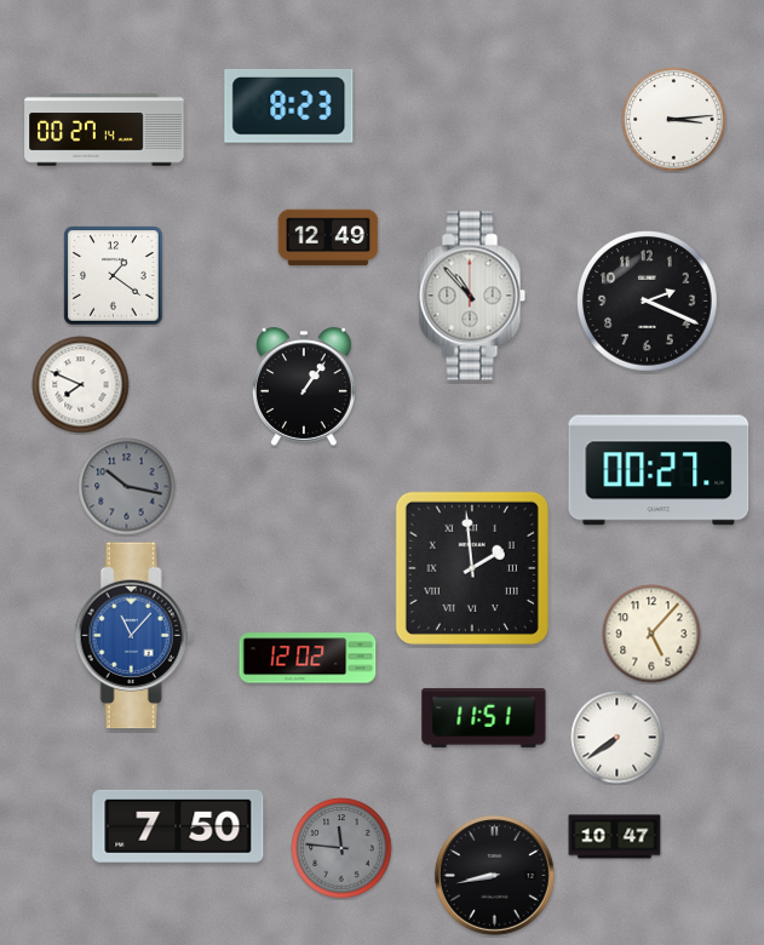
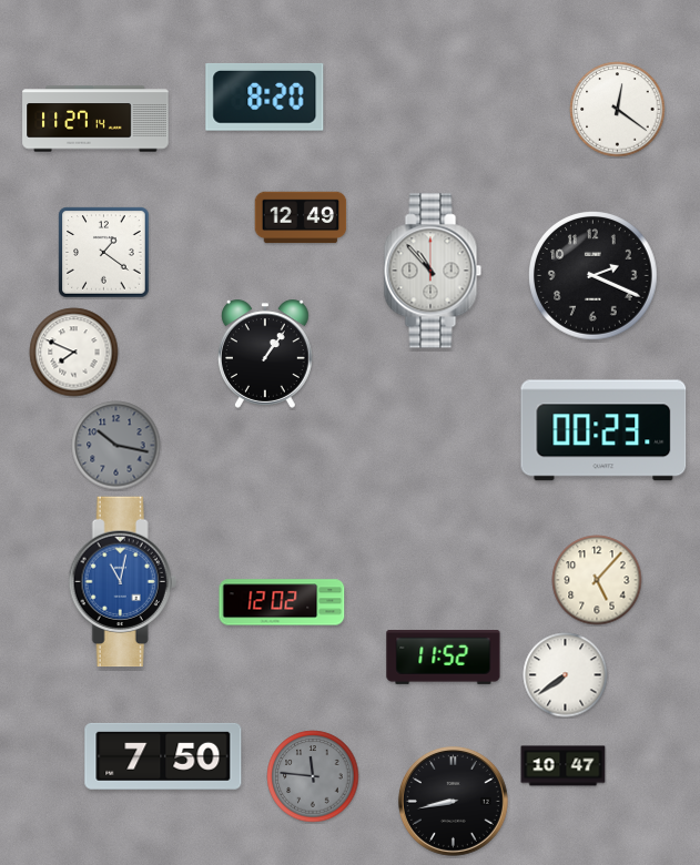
clock at (289, 105): 8:23 -> 8:20
clock at (674, 120): 3:14 -> 12:21
clock at (104, 130): 00:27 -> 11:27
clock at (304, 386) position: (304, 386) -> (265, 354)
clock at (659, 470): 00:27 -> 00:23
clock at (472, 568): 1:59 -> none
clock at (133, 636): 11:07 -> 11:02
clock at (484, 717): 11:51 -> 11:52
